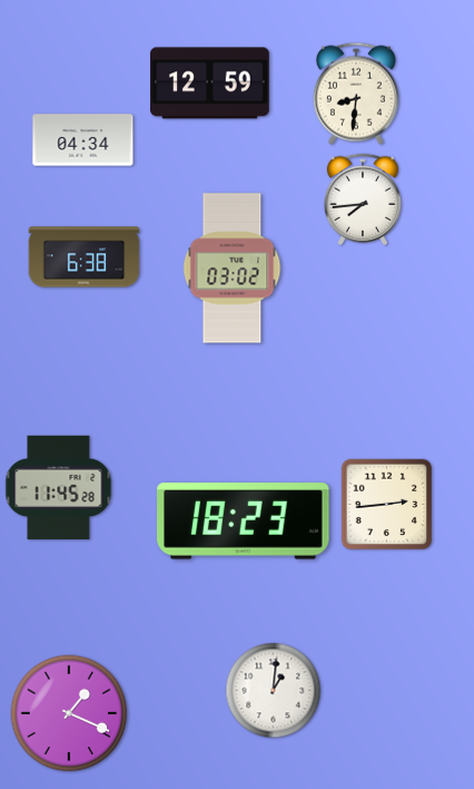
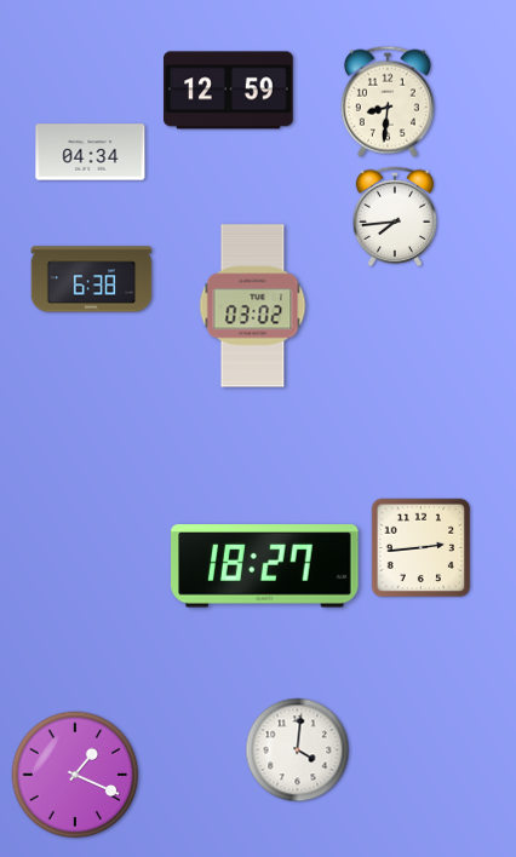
clock at (233, 269) position: (233, 269) -> (253, 306)
clock at (59, 487): 11:45 -> none
clock at (244, 522): 18:23 -> 18:27
clock at (274, 691): 1:01 -> 4:01
